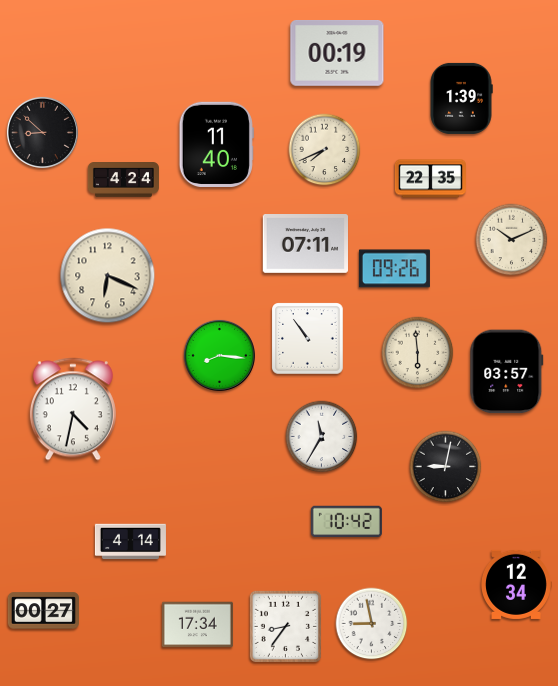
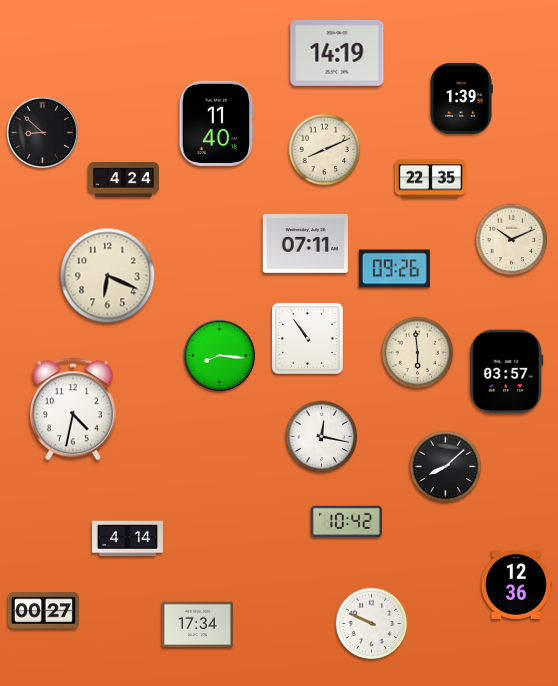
clock at (337, 54): 00:19 -> 14:19
clock at (216, 144) position: (216, 144) -> (216, 123)
clock at (325, 150): 7:41 -> 8:11
clock at (322, 437): 11:35 -> 12:17
clock at (446, 467): 9:02 -> 8:08
clock at (130, 542) position: (130, 542) -> (127, 539)
clock at (516, 584): 12:34 -> 12:36
clock at (372, 624): 8:58 -> 9:49
clock at (285, 626): 8:36 -> none
